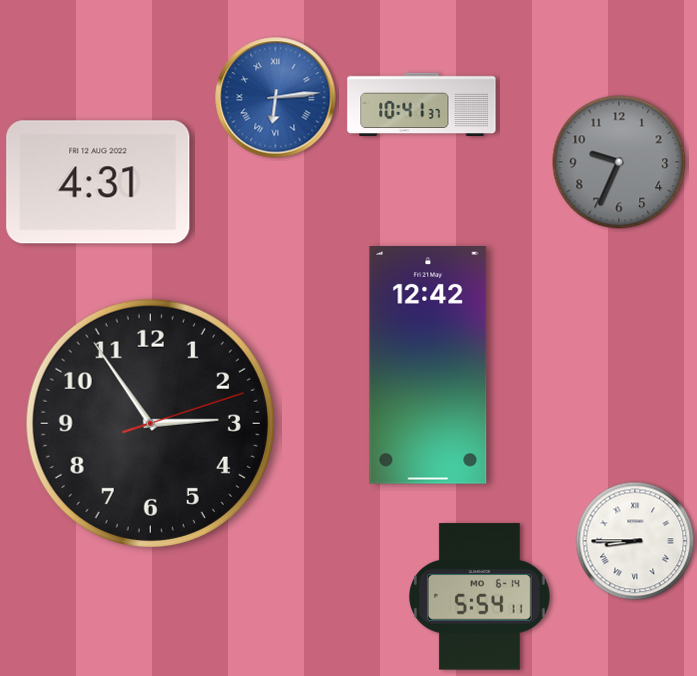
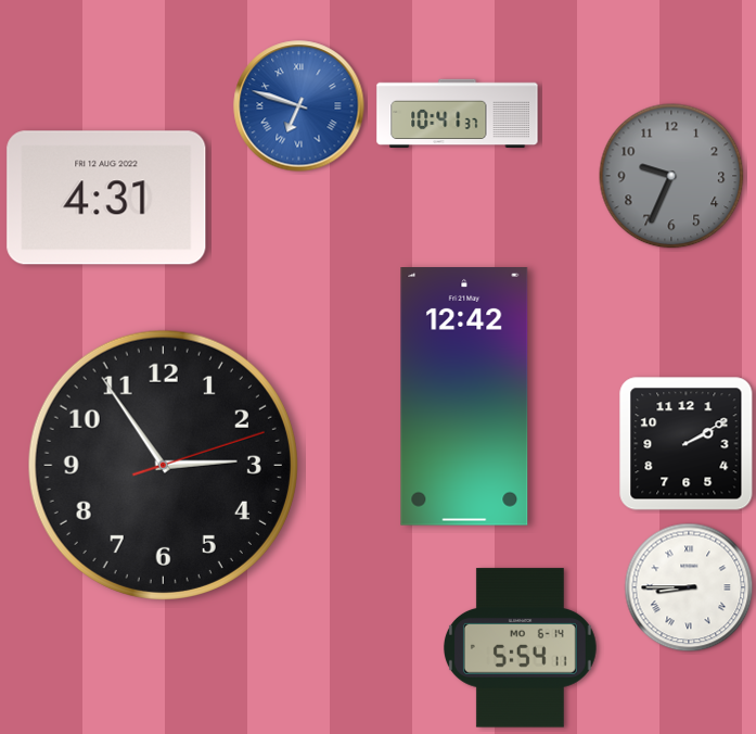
clock at (276, 98): 6:14 -> 6:48
clock at (687, 444): none -> 2:10
clock at (150, 423) position: (150, 423) -> (163, 465)
